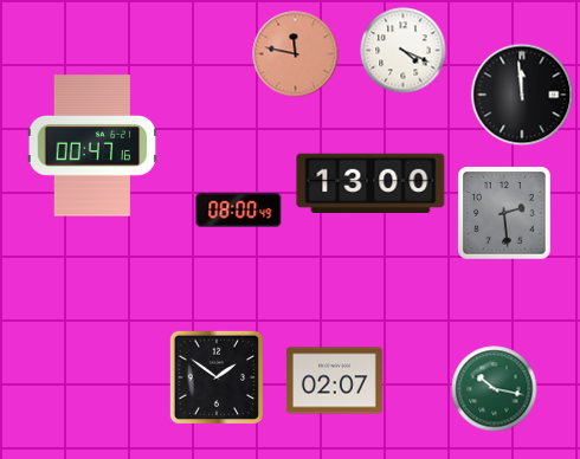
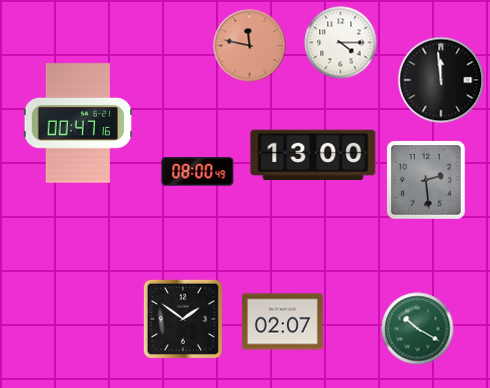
clock at (404, 51): 4:19 -> 4:15
clock at (239, 211) position: (239, 211) -> (198, 172)
clock at (495, 389): 10:17 -> 10:20
